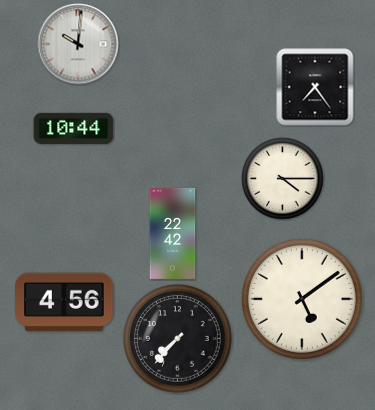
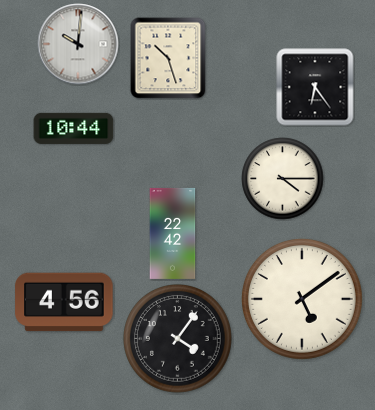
clock at (168, 58): none -> 10:27
clock at (315, 87): 7:24 -> 6:24
clock at (178, 339): 7:37 -> 4:06
